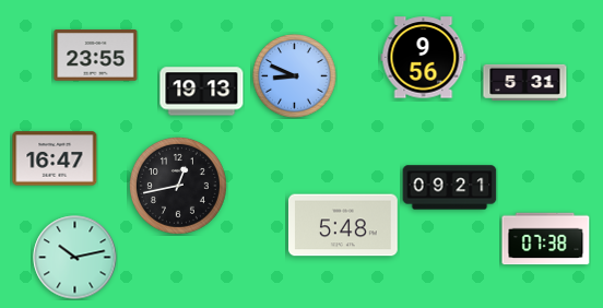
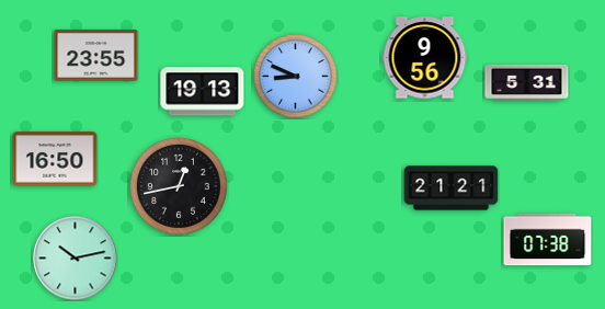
clock at (55, 158): 16:47 -> 16:50
clock at (450, 188): 09:21 -> 21:21
clock at (344, 225): 5:48 -> none
